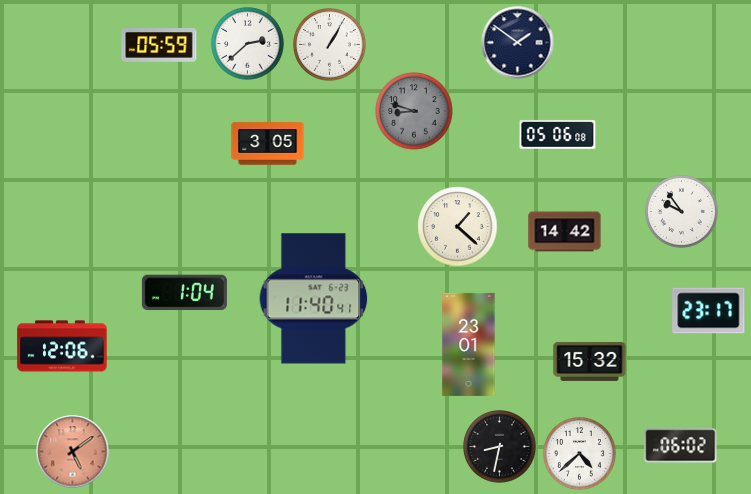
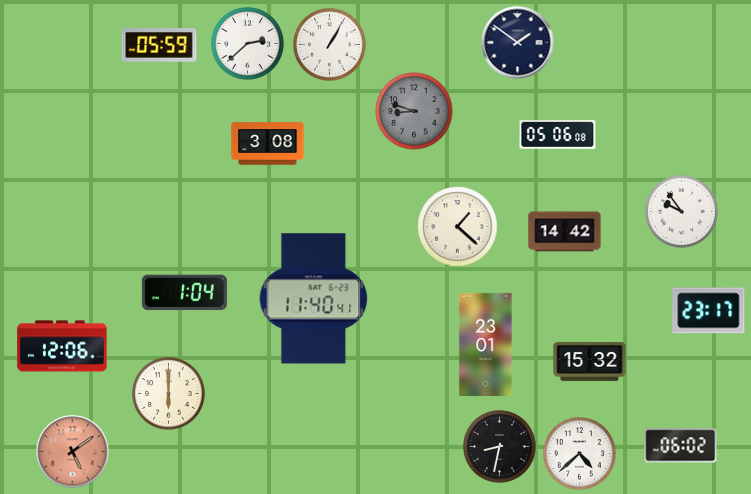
clock at (268, 144): 3:05 -> 3:08
clock at (469, 344) position: (469, 344) -> (486, 344)
clock at (169, 394): none -> 6:00
